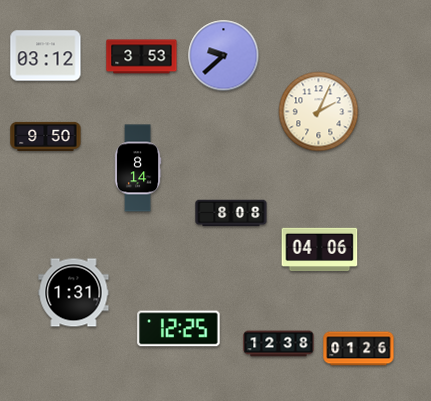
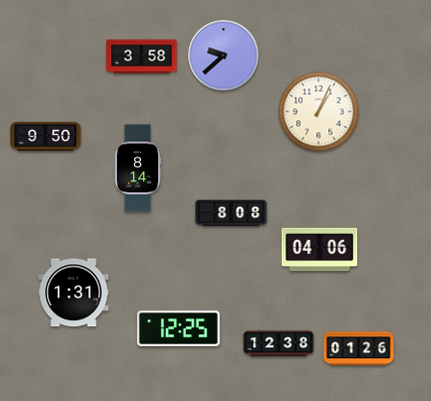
clock at (46, 56): 03:12 -> none
clock at (142, 57): 3:53 -> 3:58
clock at (319, 112): 2:04 -> 1:04
